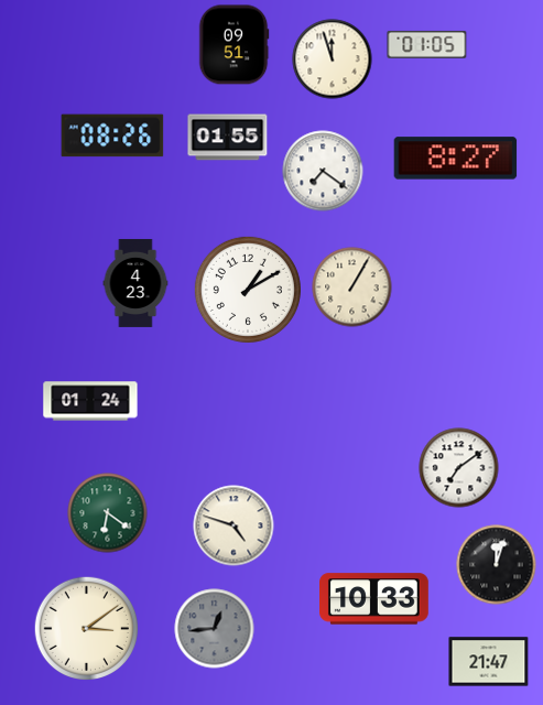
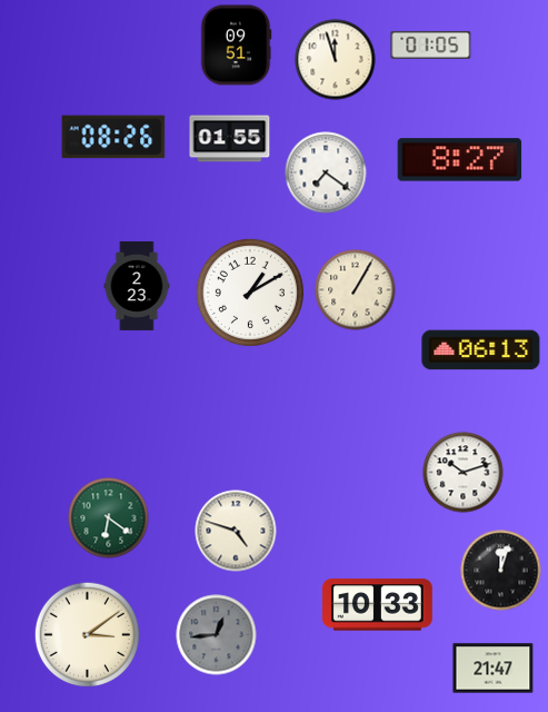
clock at (135, 283): 4:23 -> 2:23
clock at (481, 350): none -> 06:13
clock at (90, 401): 01:24 -> none
clock at (459, 468): 7:09 -> 10:12
